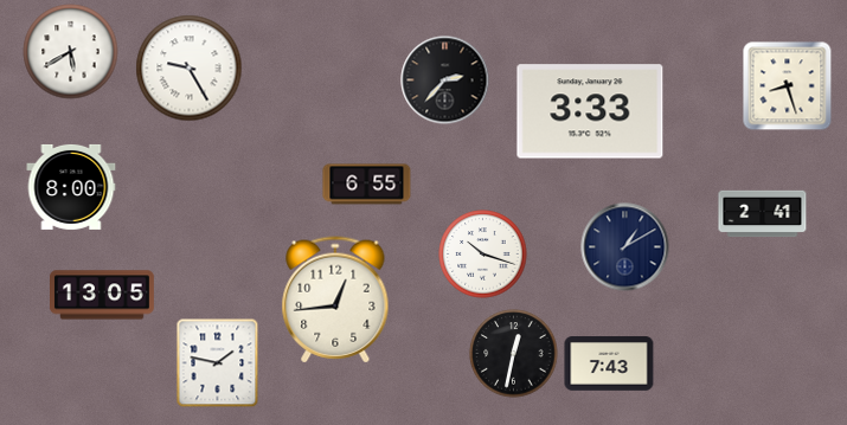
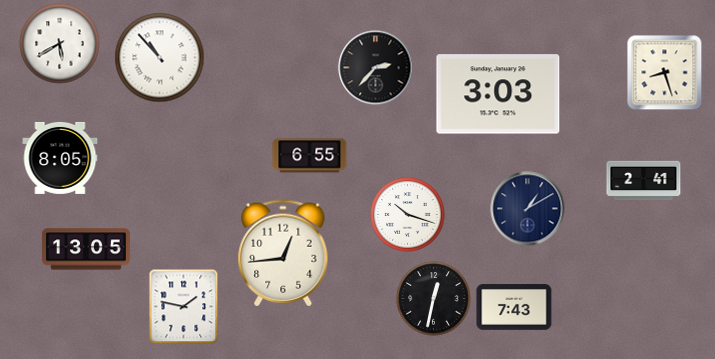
clock at (190, 69): 9:25 -> 10:53
clock at (590, 111): 3:33 -> 3:03
clock at (71, 187): 8:00 -> 8:05
